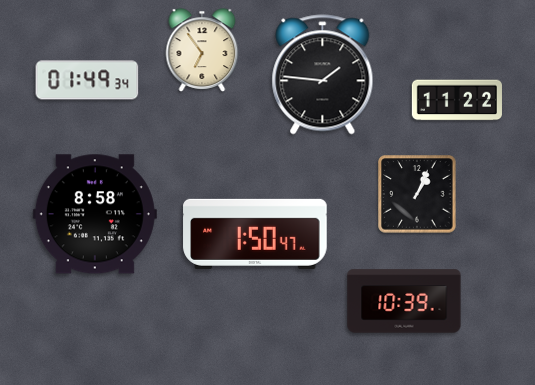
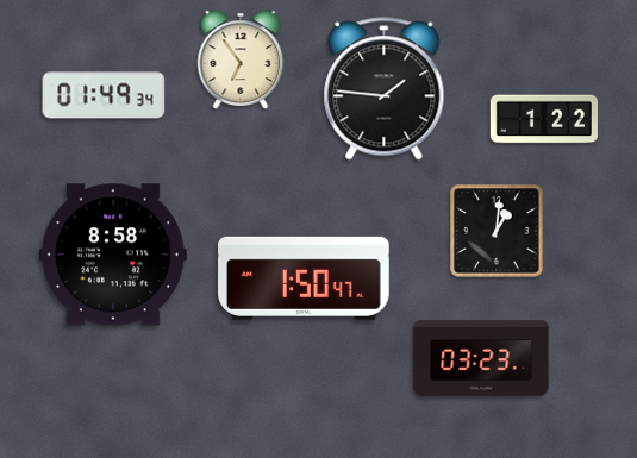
clock at (457, 100): 11:22 -> 1:22
clock at (417, 194): 1:04 -> 1:01
clock at (404, 301): 10:39 -> 03:23
